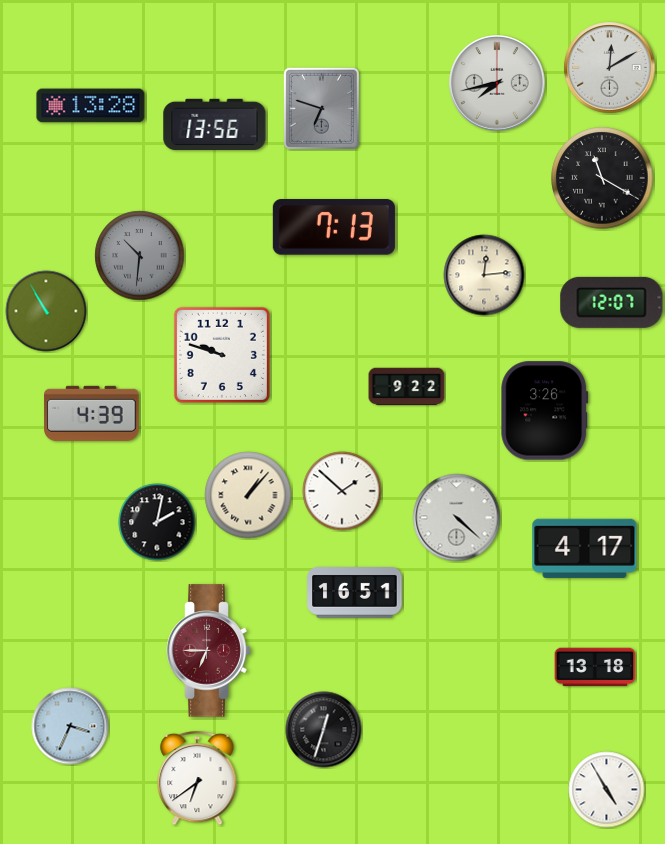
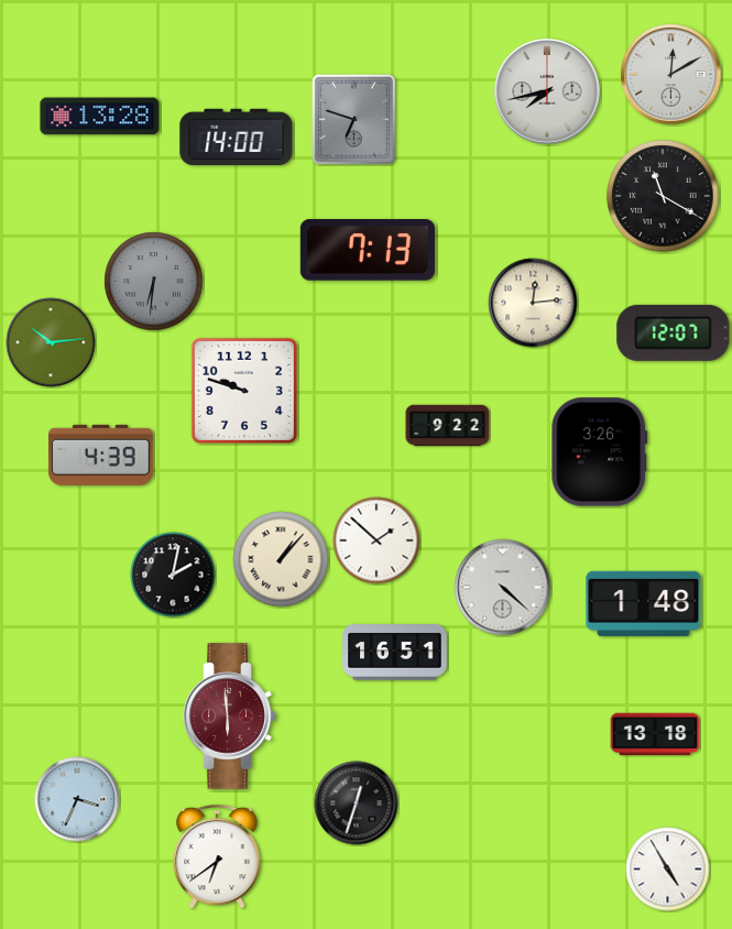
clock at (215, 124): 13:56 -> 14:00
clock at (140, 256): 10:31 -> 6:31
clock at (46, 311): 10:55 -> 10:14
clock at (248, 495) position: (248, 495) -> (281, 559)
clock at (457, 518) position: (457, 518) -> (503, 588)
clock at (585, 548): 4:17 -> 1:48
clock at (355, 593) position: (355, 593) -> (395, 653)
clock at (209, 651): 6:45 -> 5:59
